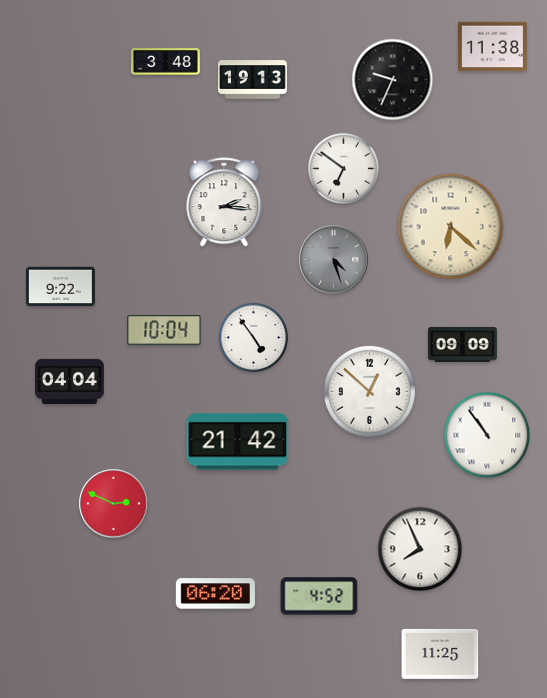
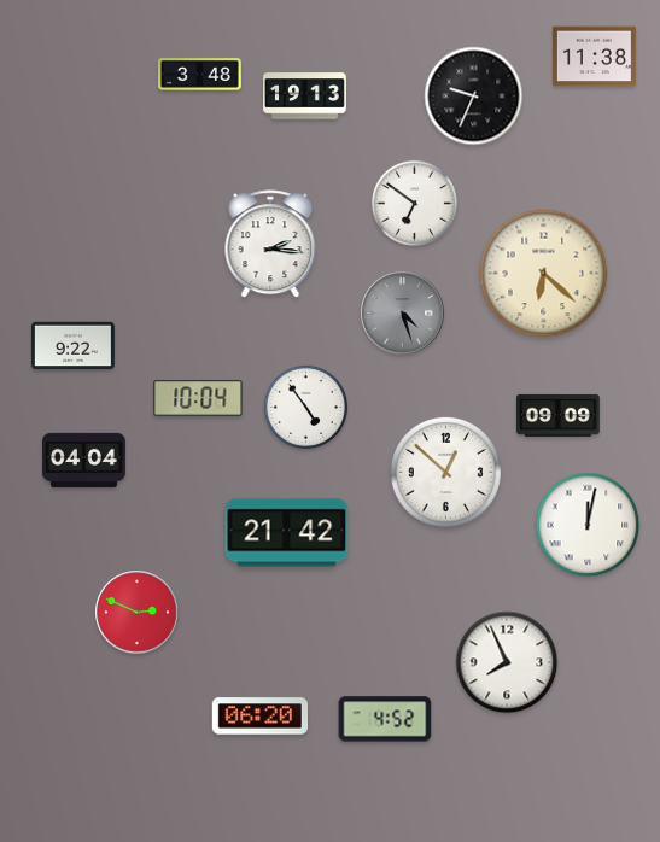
clock at (487, 435): 10:54 -> 12:02
clock at (114, 504) position: (114, 504) -> (138, 613)
clock at (440, 654): 11:25 -> none
